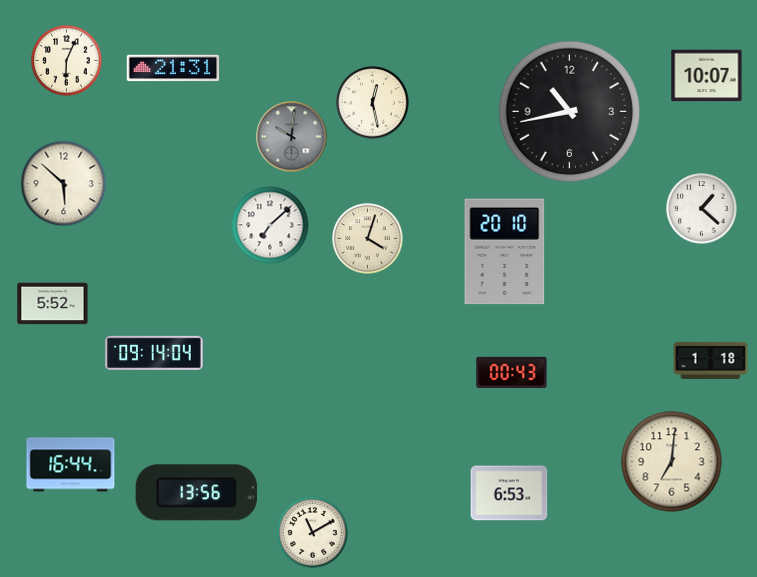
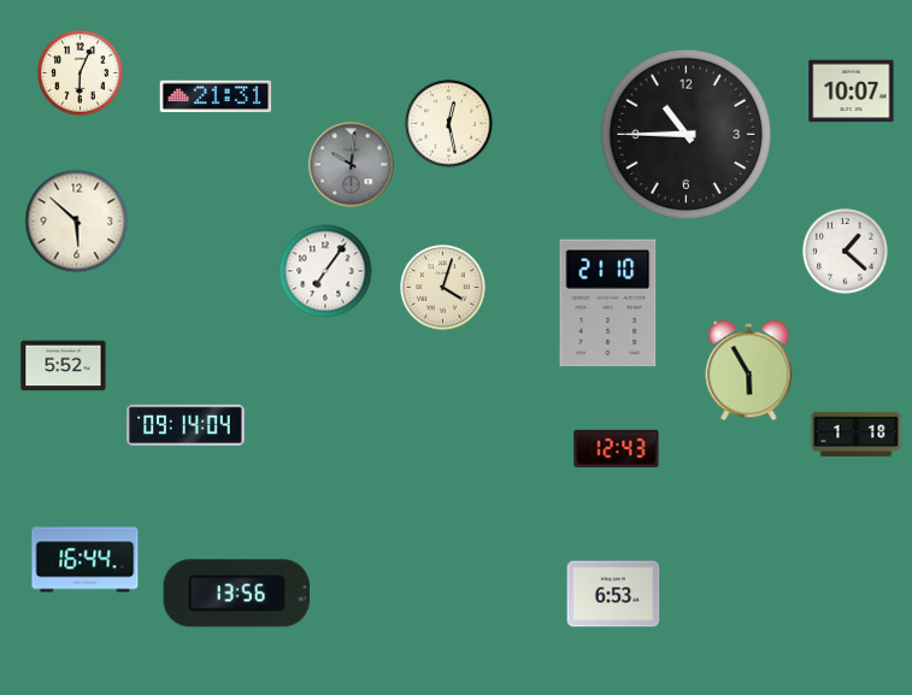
clock at (173, 68) position: (173, 68) -> (216, 96)
clock at (570, 112): 10:43 -> 10:45
clock at (270, 225): 7:08 -> 7:06
clock at (505, 252): 20:10 -> 21:10
clock at (749, 371): none -> 5:55
clock at (512, 372): 00:43 -> 12:43
clock at (672, 462): 7:01 -> none
clock at (313, 533): 11:10 -> none
